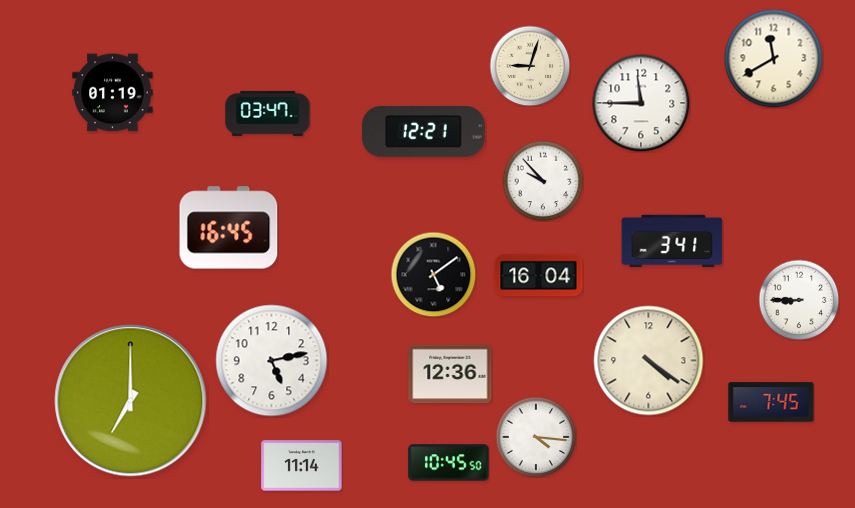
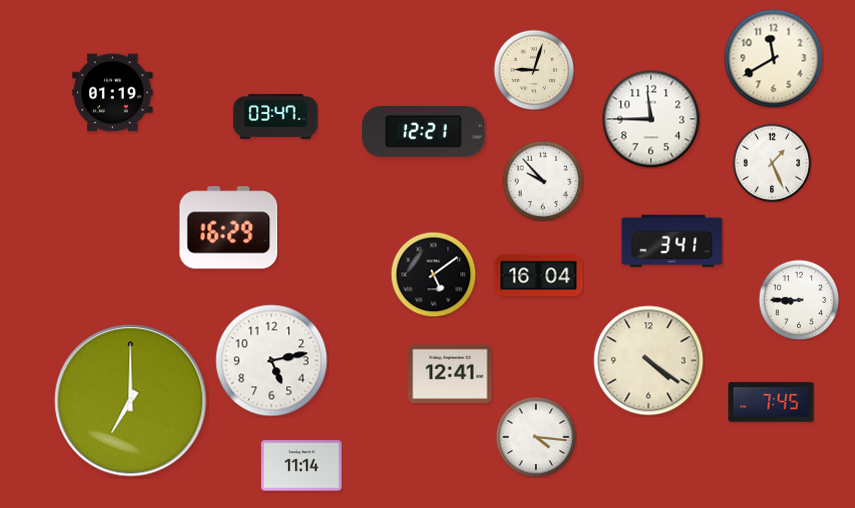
clock at (530, 66) position: (530, 66) -> (534, 70)
clock at (641, 103) position: (641, 103) -> (651, 119)
clock at (268, 113) position: (268, 113) -> (276, 116)
clock at (772, 163): none -> 1:26
clock at (229, 228): 16:45 -> 16:29
clock at (450, 374): 12:36 -> 12:41
clock at (449, 463): 10:45 -> none
